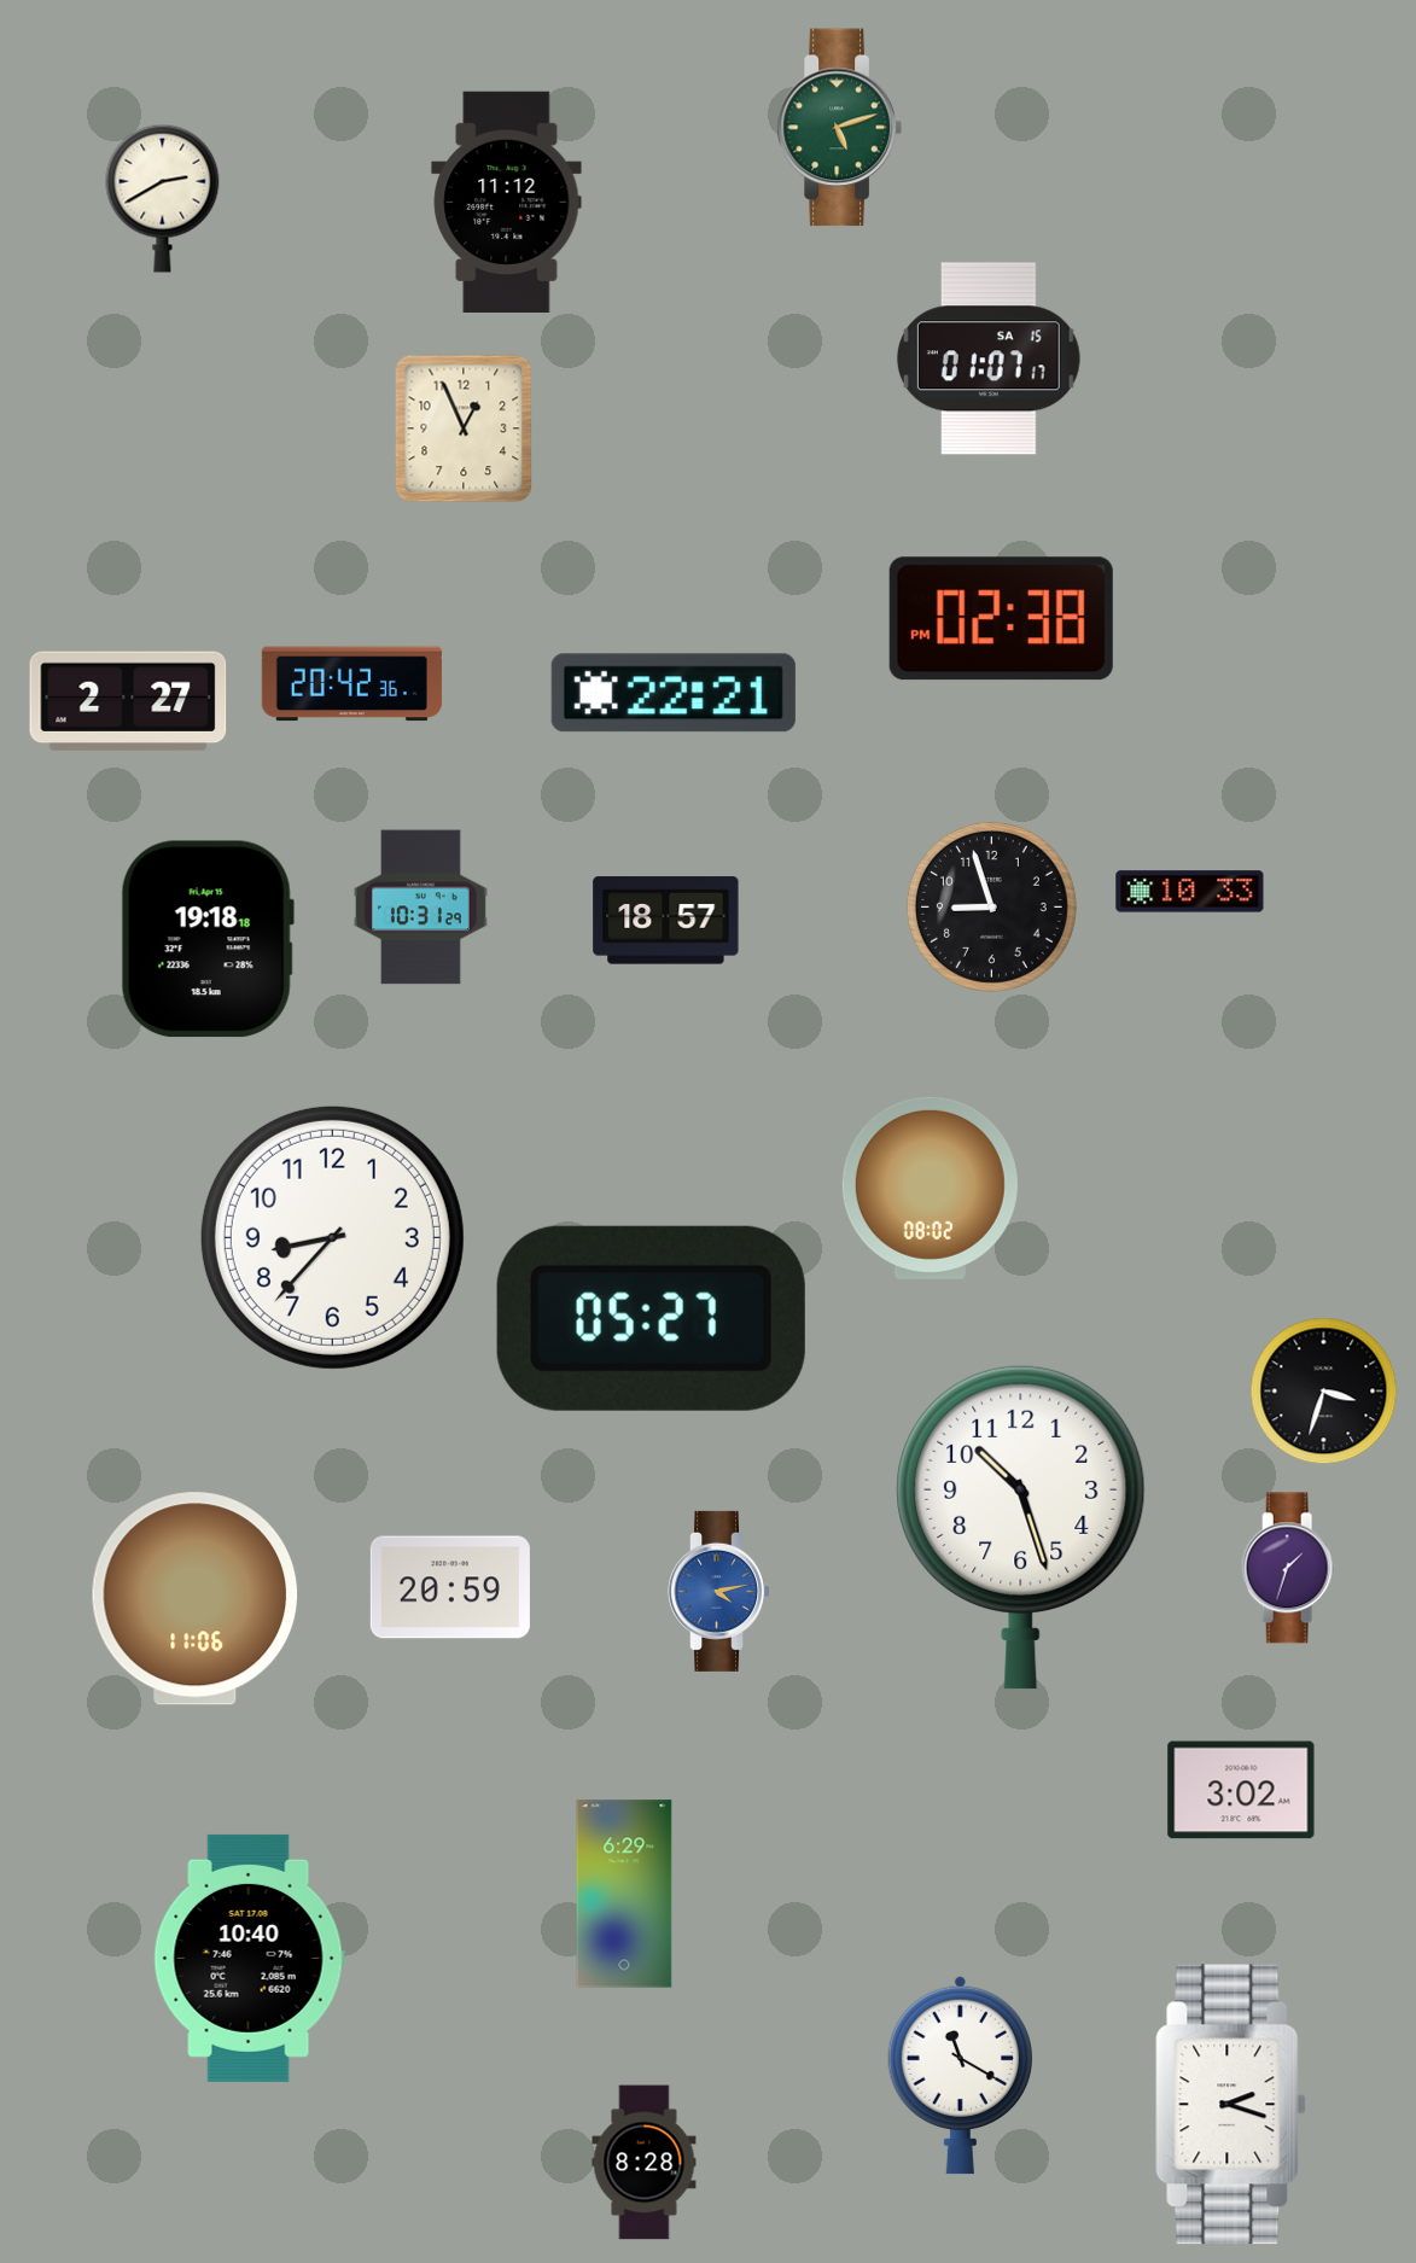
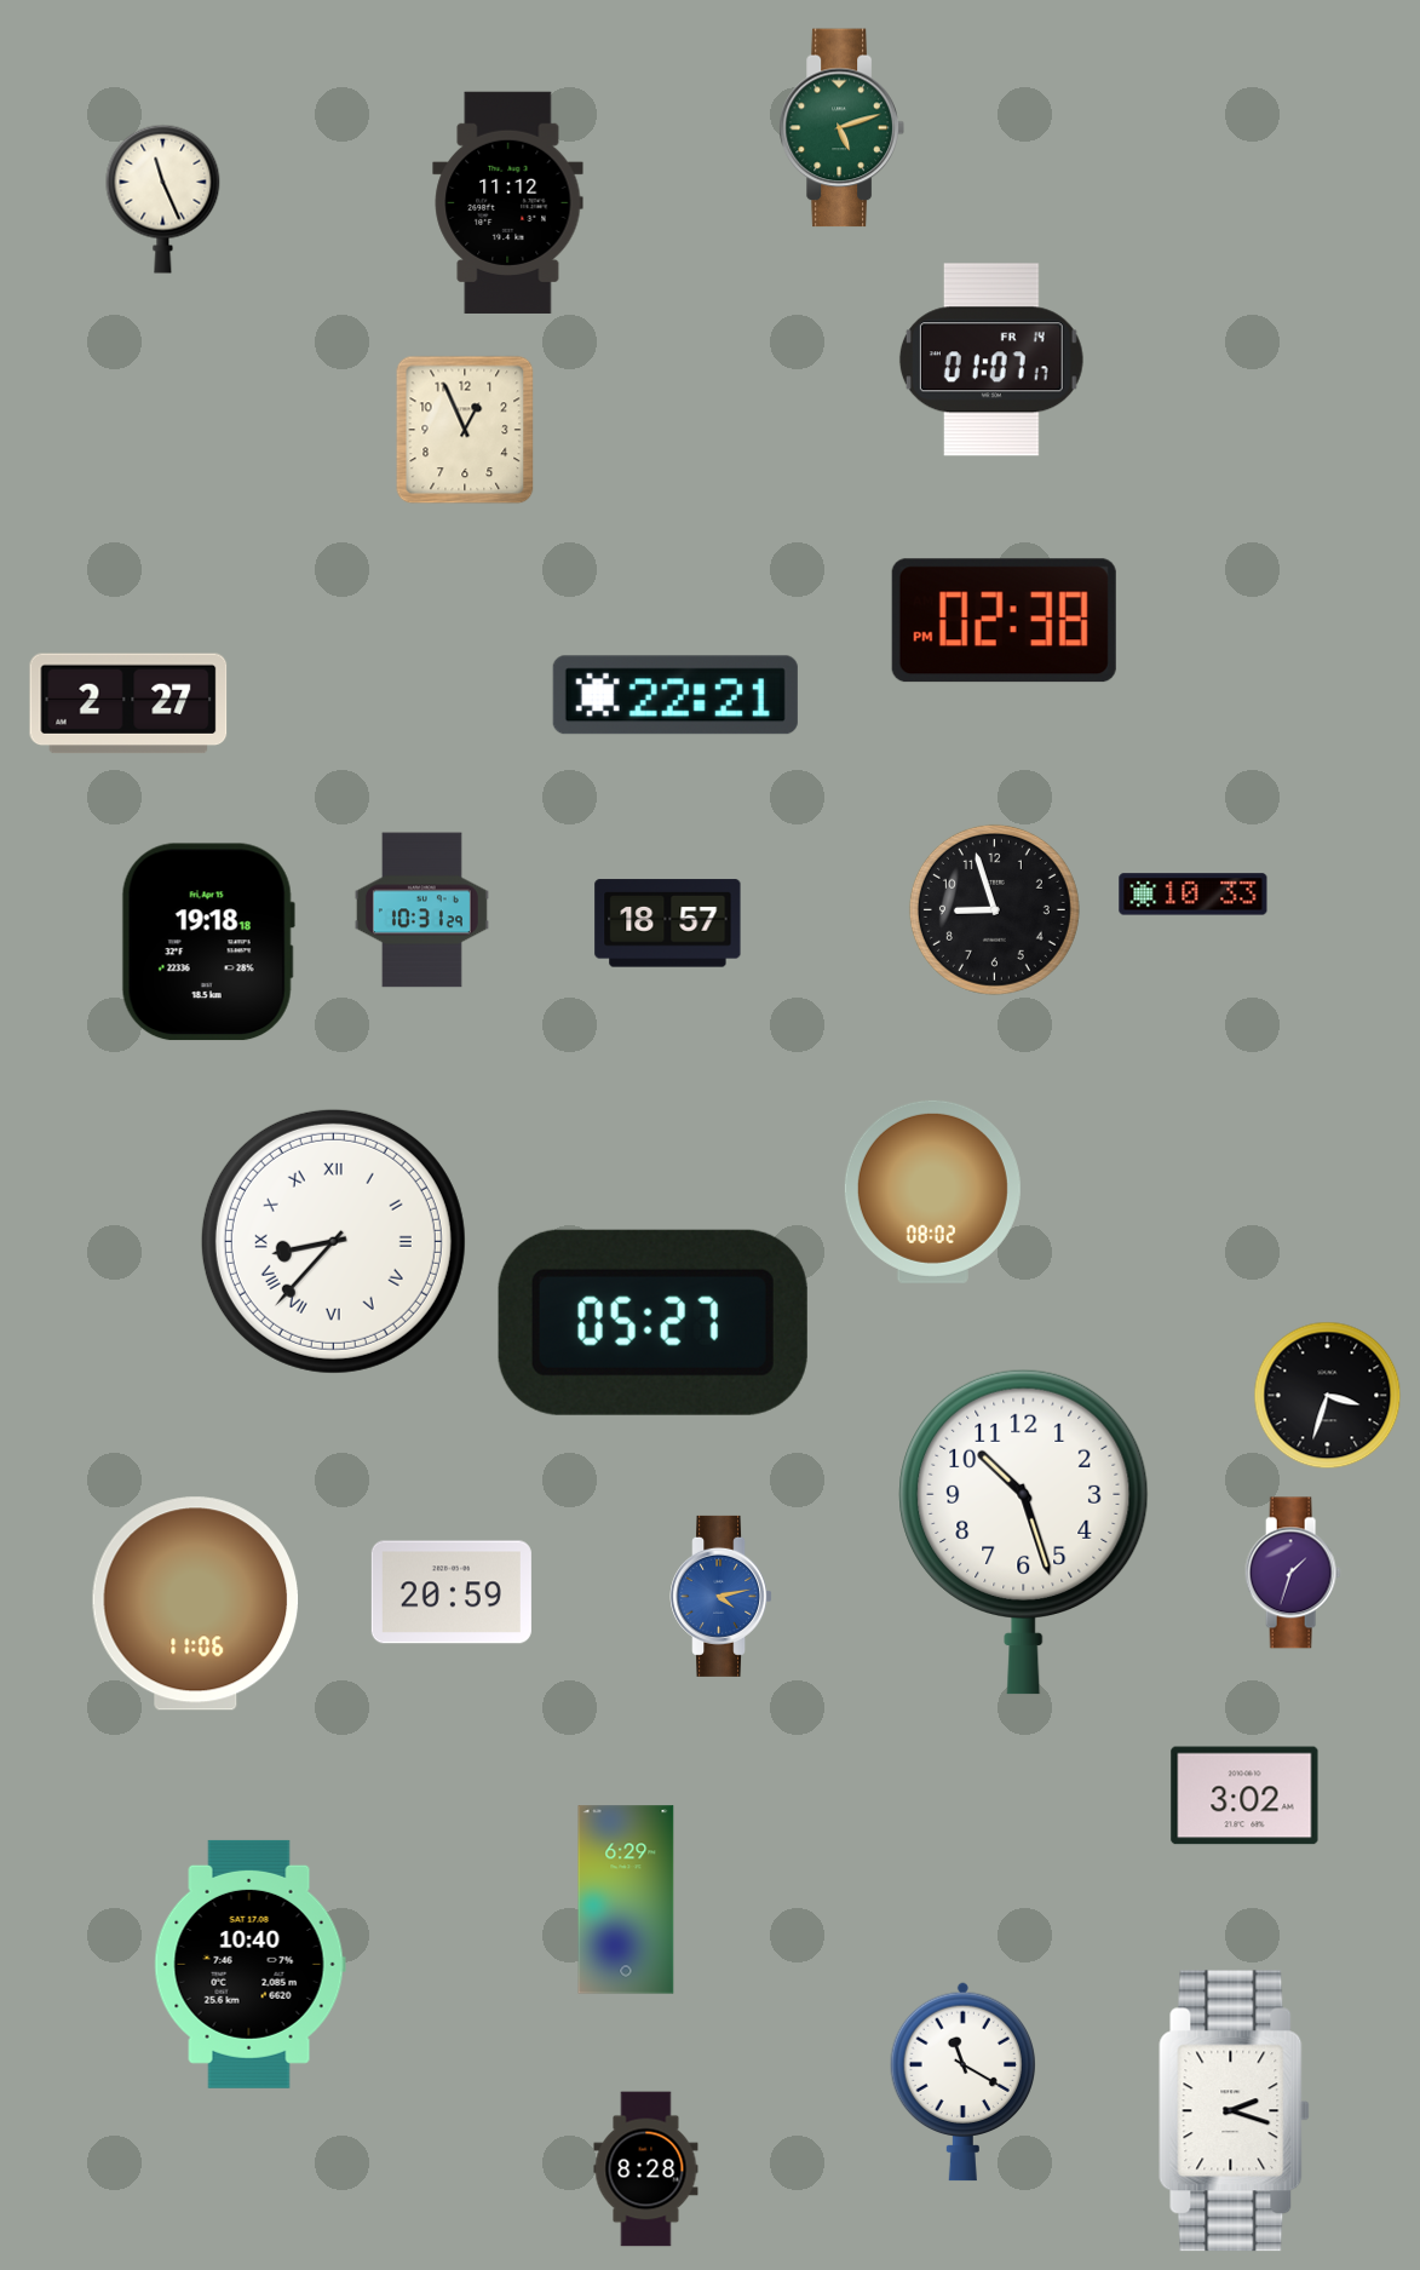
clock at (163, 198): 2:40 -> 11:26
clock at (989, 358) date: SA 15 -> FR 14
clock at (351, 684): 20:42 -> none
clock at (332, 1237) numerals: Arabic -> Roman
